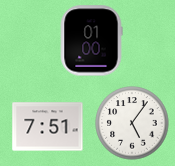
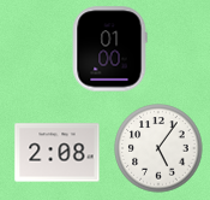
clock at (48, 127): 7:51 -> 2:08
